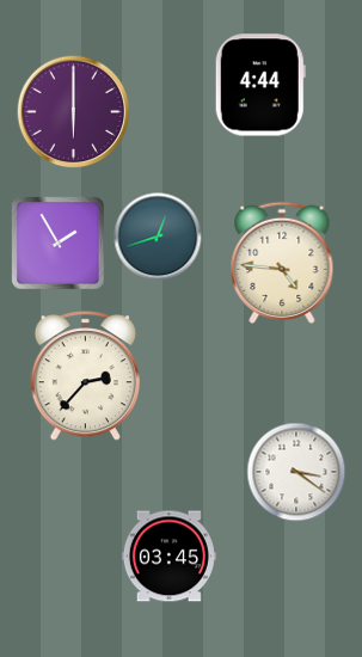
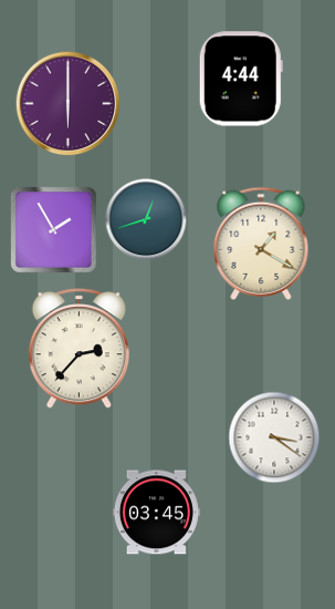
clock at (59, 244) position: (59, 244) -> (54, 230)
clock at (282, 263): 4:46 -> 1:20
clock at (168, 557) position: (168, 557) -> (156, 513)
